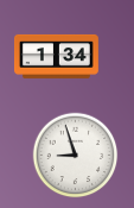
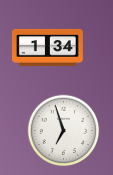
clock at (76, 156): 8:57 -> 6:57
